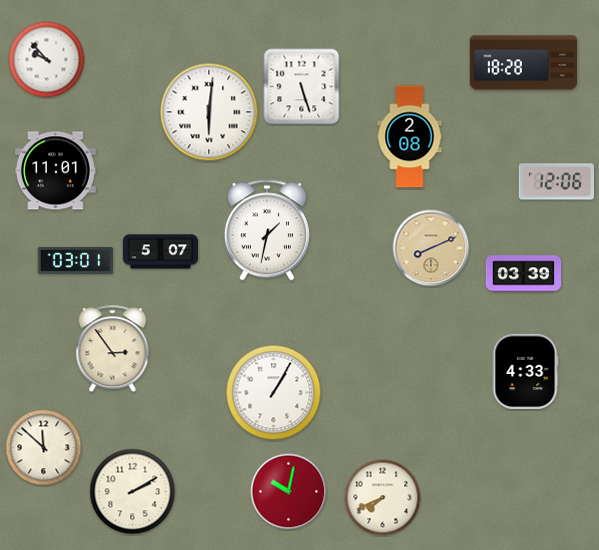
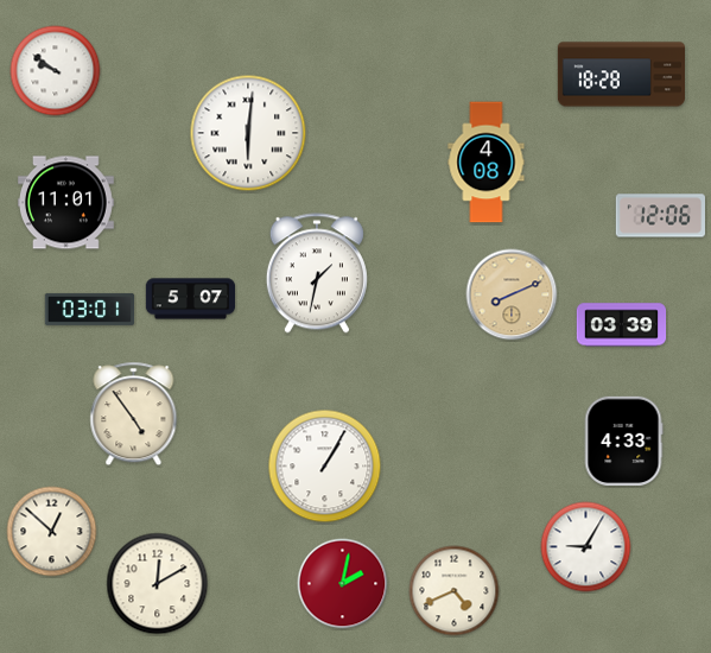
clock at (47, 60): 9:53 -> 9:51
clock at (302, 87): 5:27 -> none
clock at (410, 137): 2:08 -> 4:08
clock at (113, 349): 2:54 -> 4:54
clock at (44, 448): 11:52 -> 12:52
clock at (586, 547): none -> 9:05
clock at (133, 492): 2:10 -> 12:10
clock at (289, 492): 10:02 -> 2:02
clock at (383, 498): 7:41 -> 4:41
